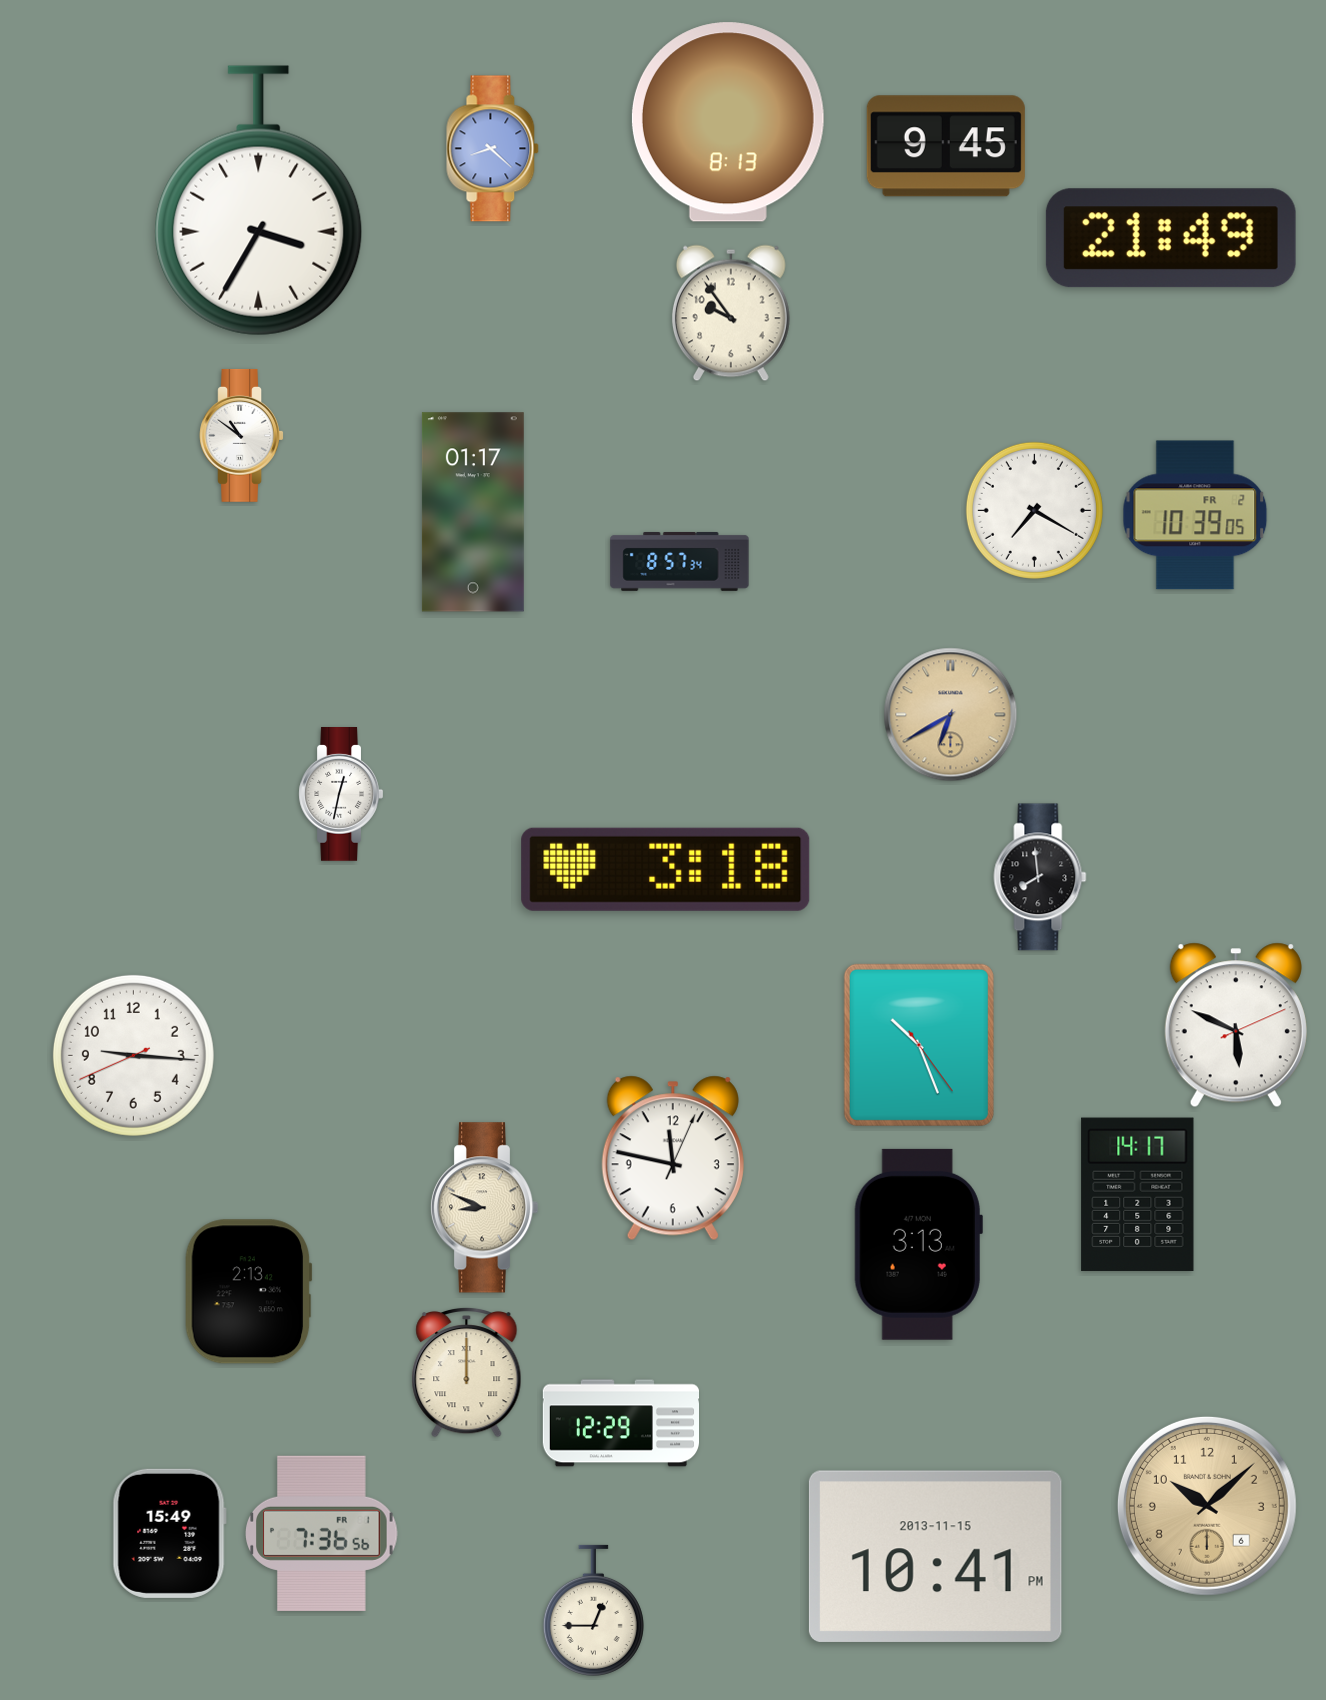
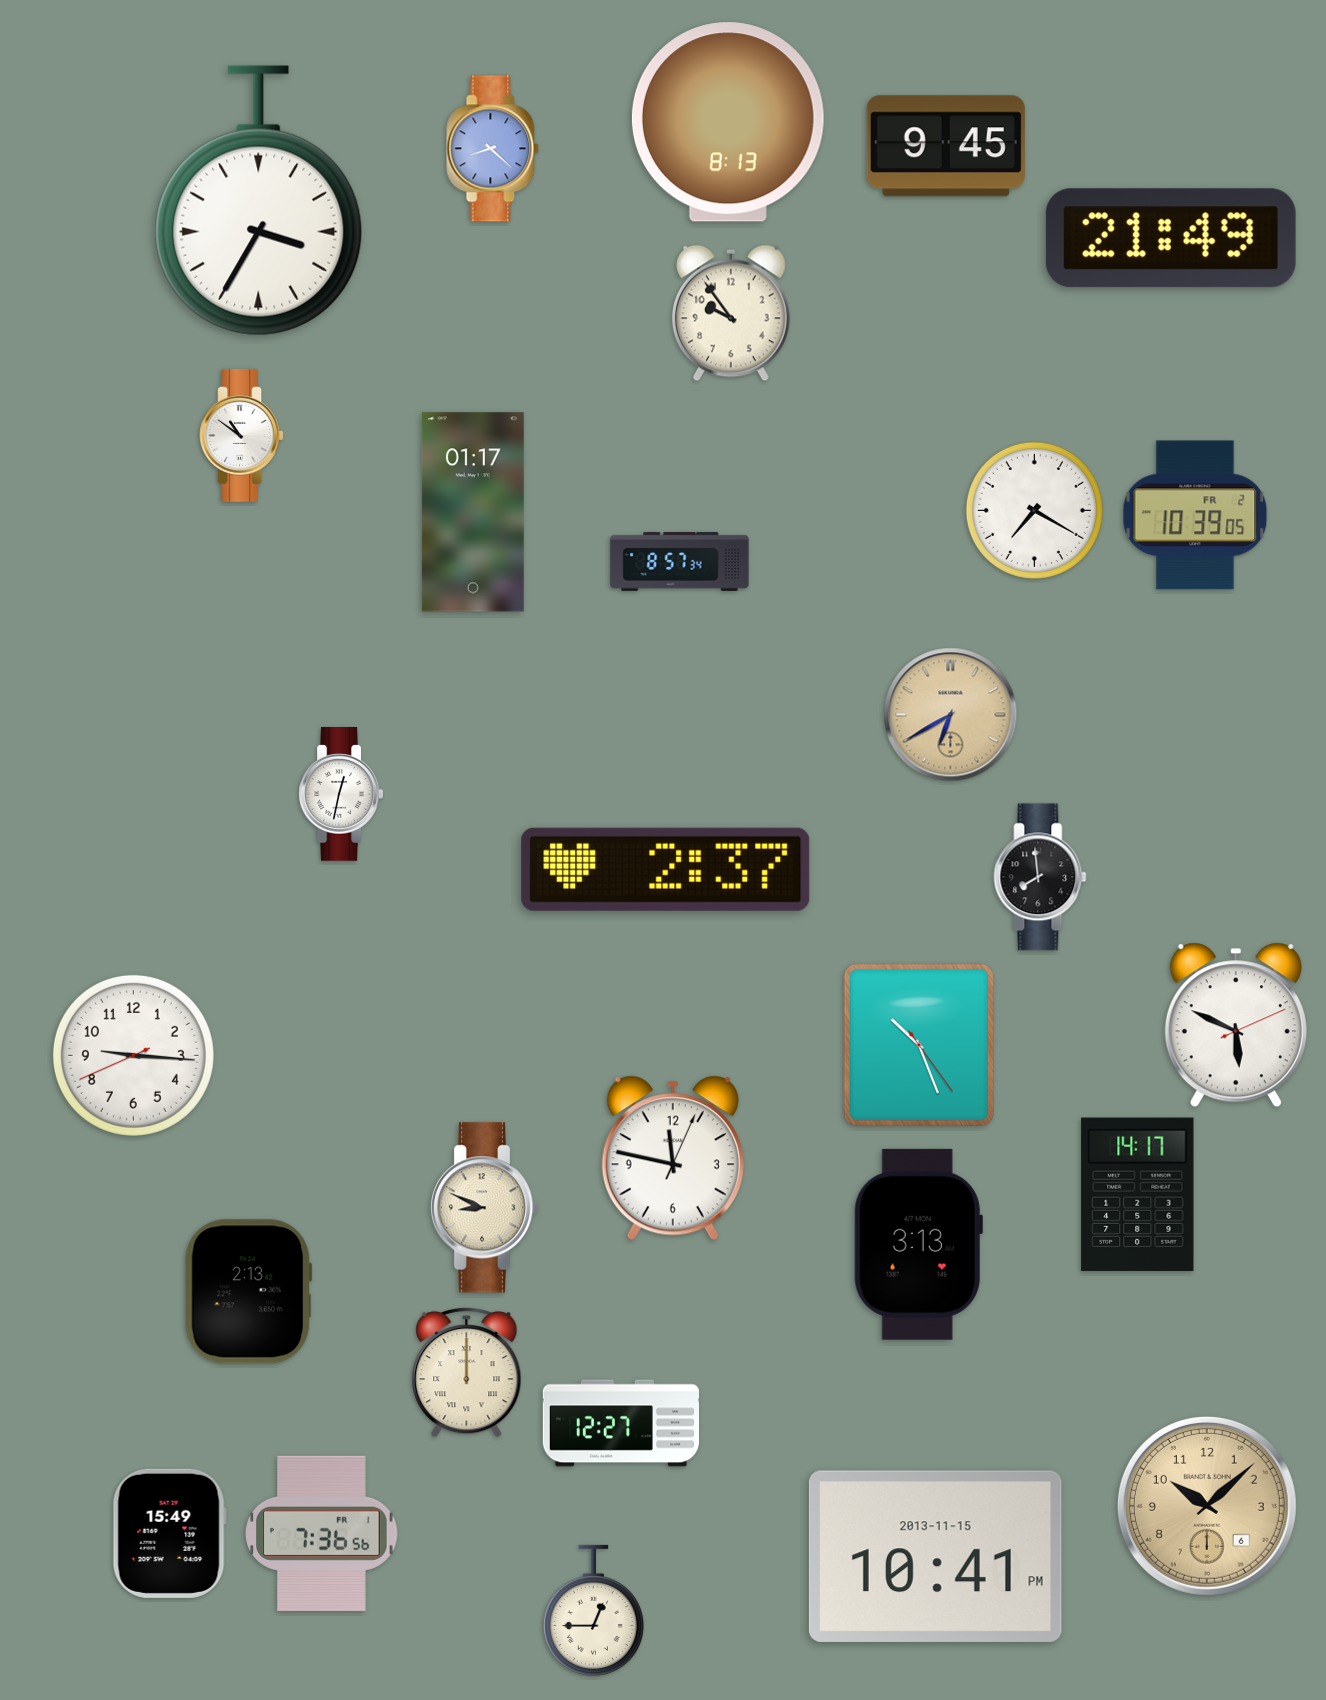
clock at (666, 869): 3:18 -> 2:37
clock at (620, 1423): 12:29 -> 12:27
